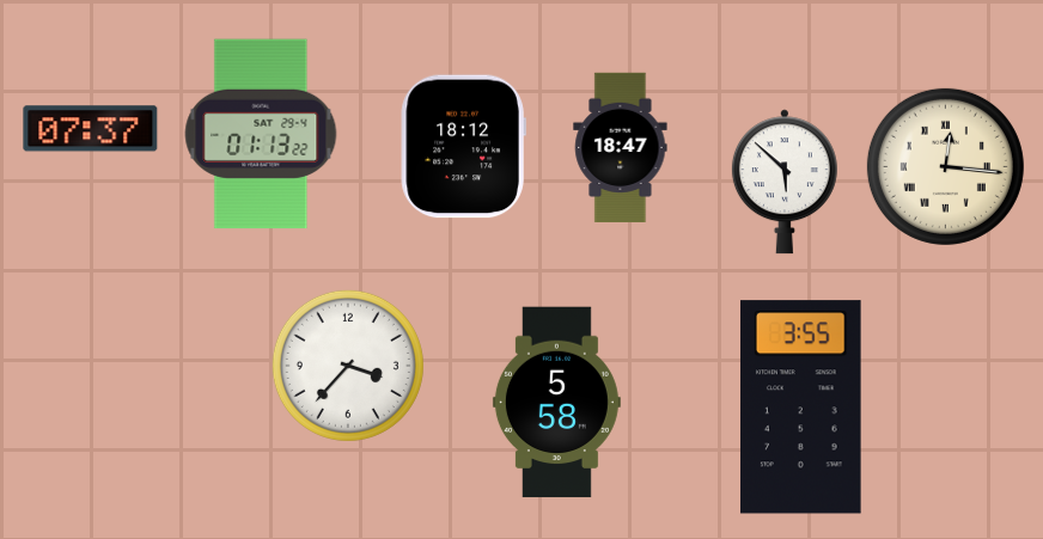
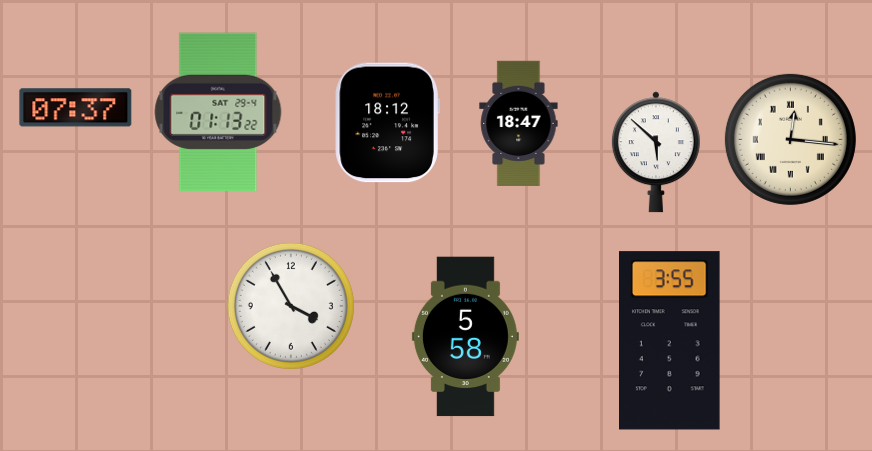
clock at (348, 366): 3:37 -> 3:55
